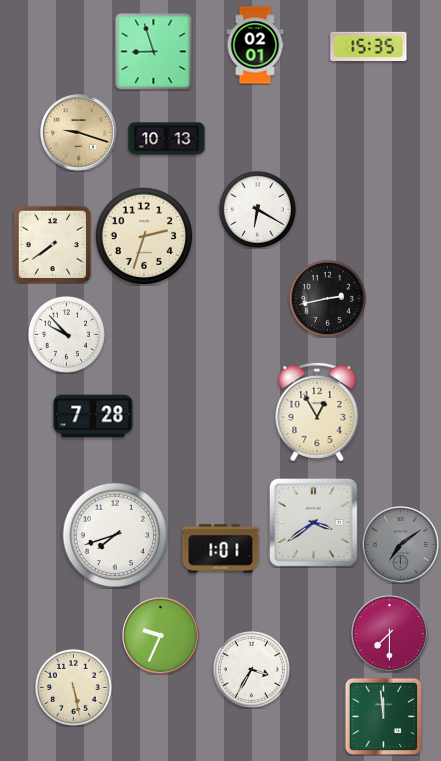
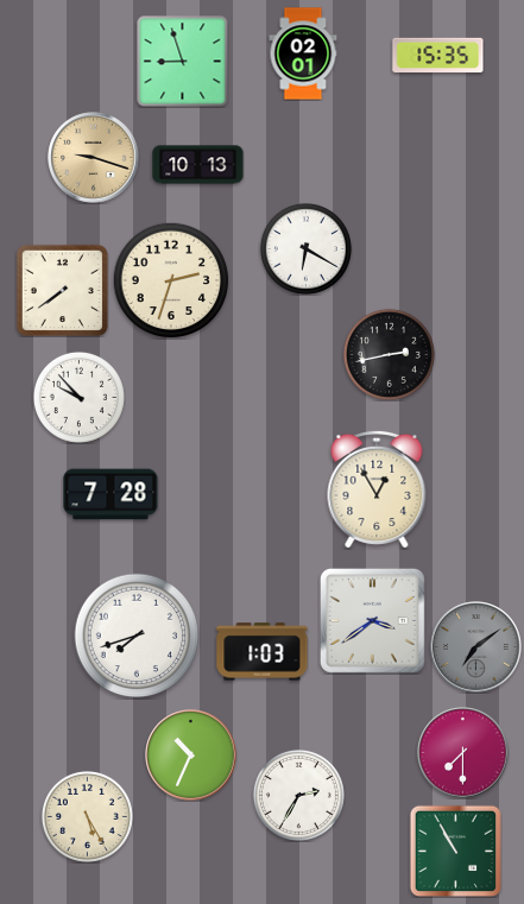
clock at (221, 549): 1:01 -> 1:03
clock at (161, 636): 9:34 -> 10:34
clock at (251, 669): 3:35 -> 2:35
clock at (73, 687): 5:28 -> 5:25
clock at (383, 716): 11:59 -> 10:55
